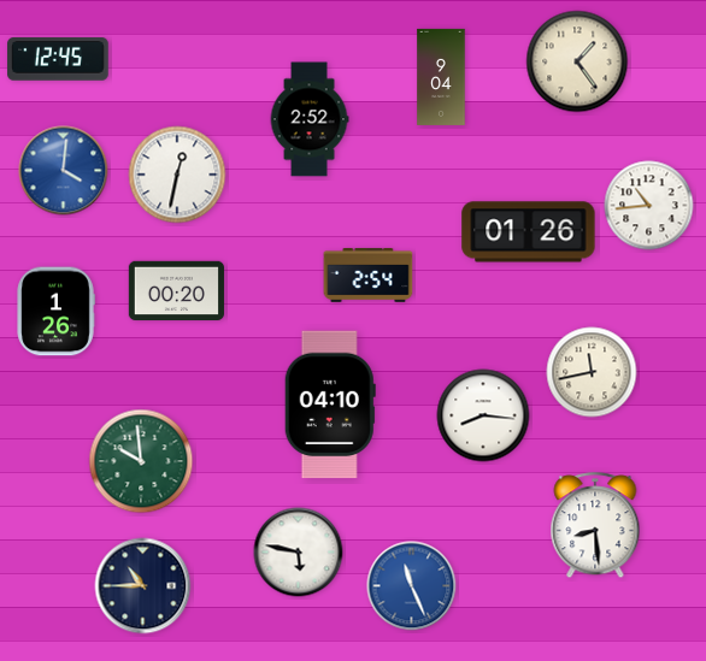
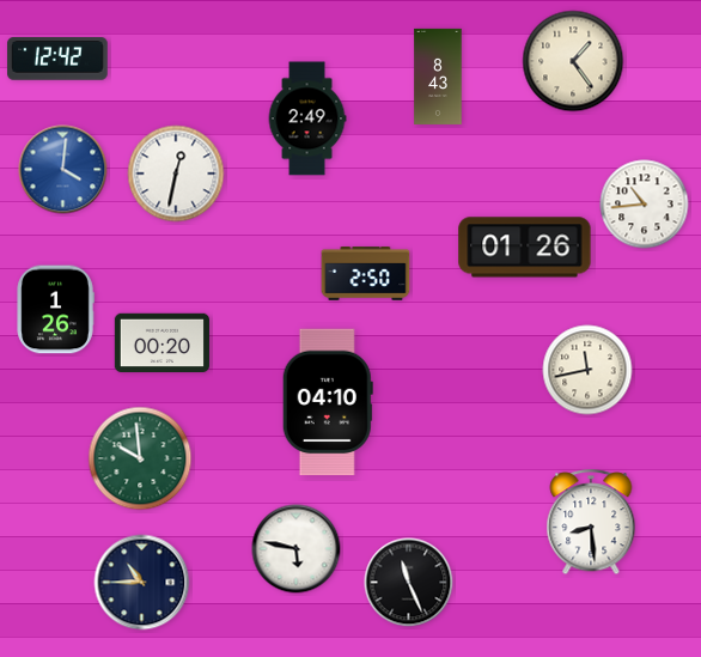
clock at (58, 59): 12:45 -> 12:42
clock at (441, 77): 9:04 -> 8:43
clock at (310, 119): 2:52 -> 2:49
clock at (529, 232) position: (529, 232) -> (525, 248)
clock at (369, 276): 2:54 -> 2:50
clock at (176, 291) position: (176, 291) -> (161, 343)
clock at (483, 415): 8:16 -> none
clock at (412, 586) dial: blue -> black
